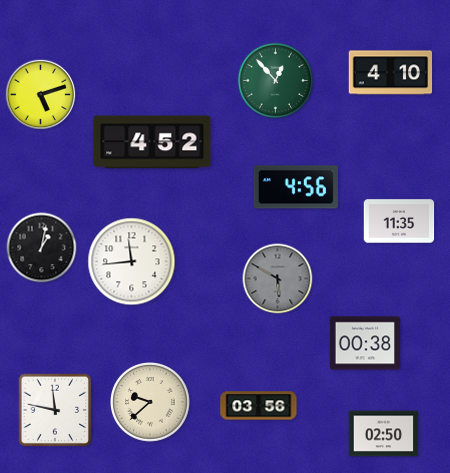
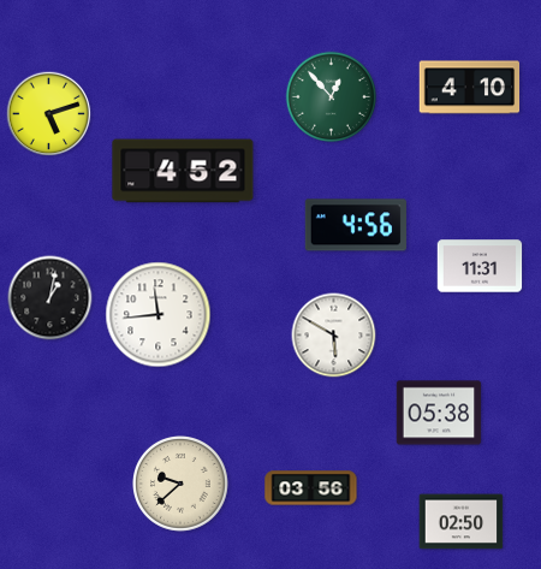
clock at (399, 221): 11:35 -> 11:31
clock at (278, 279) dial: grey -> white
clock at (365, 343): 00:38 -> 05:38
clock at (55, 410): 11:47 -> none
